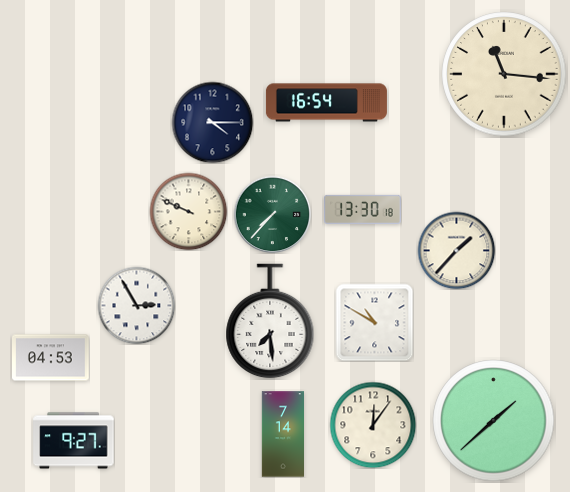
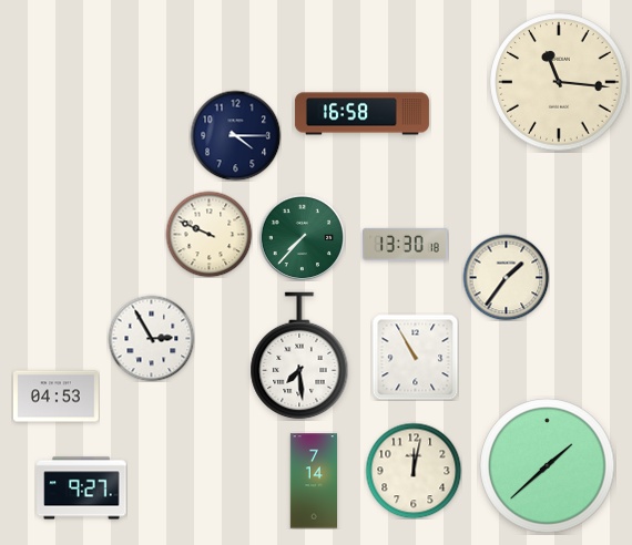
clock at (326, 103): 16:54 -> 16:58
clock at (363, 209) position: (363, 209) -> (406, 244)
clock at (456, 250): 1:37 -> 1:36
clock at (374, 322): 10:50 -> 10:55
clock at (373, 425): 12:06 -> 12:02
